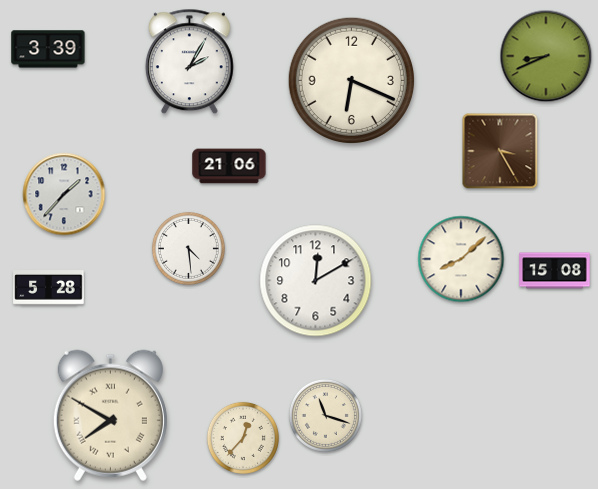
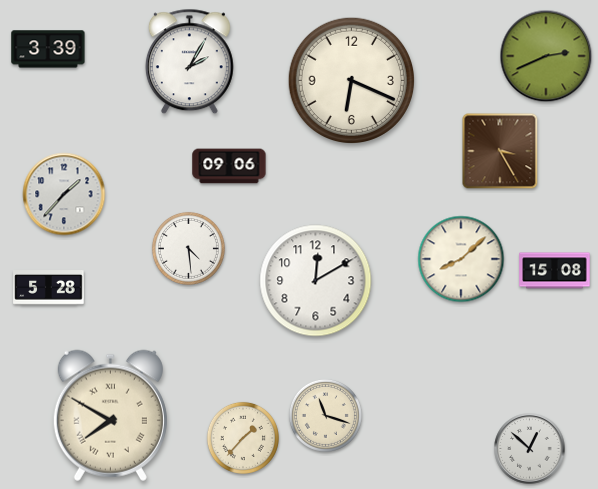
clock at (546, 56): 8:41 -> 2:41
clock at (229, 166): 21:06 -> 09:06
clock at (243, 438): 12:37 -> 1:37
clock at (530, 449): none -> 12:52
